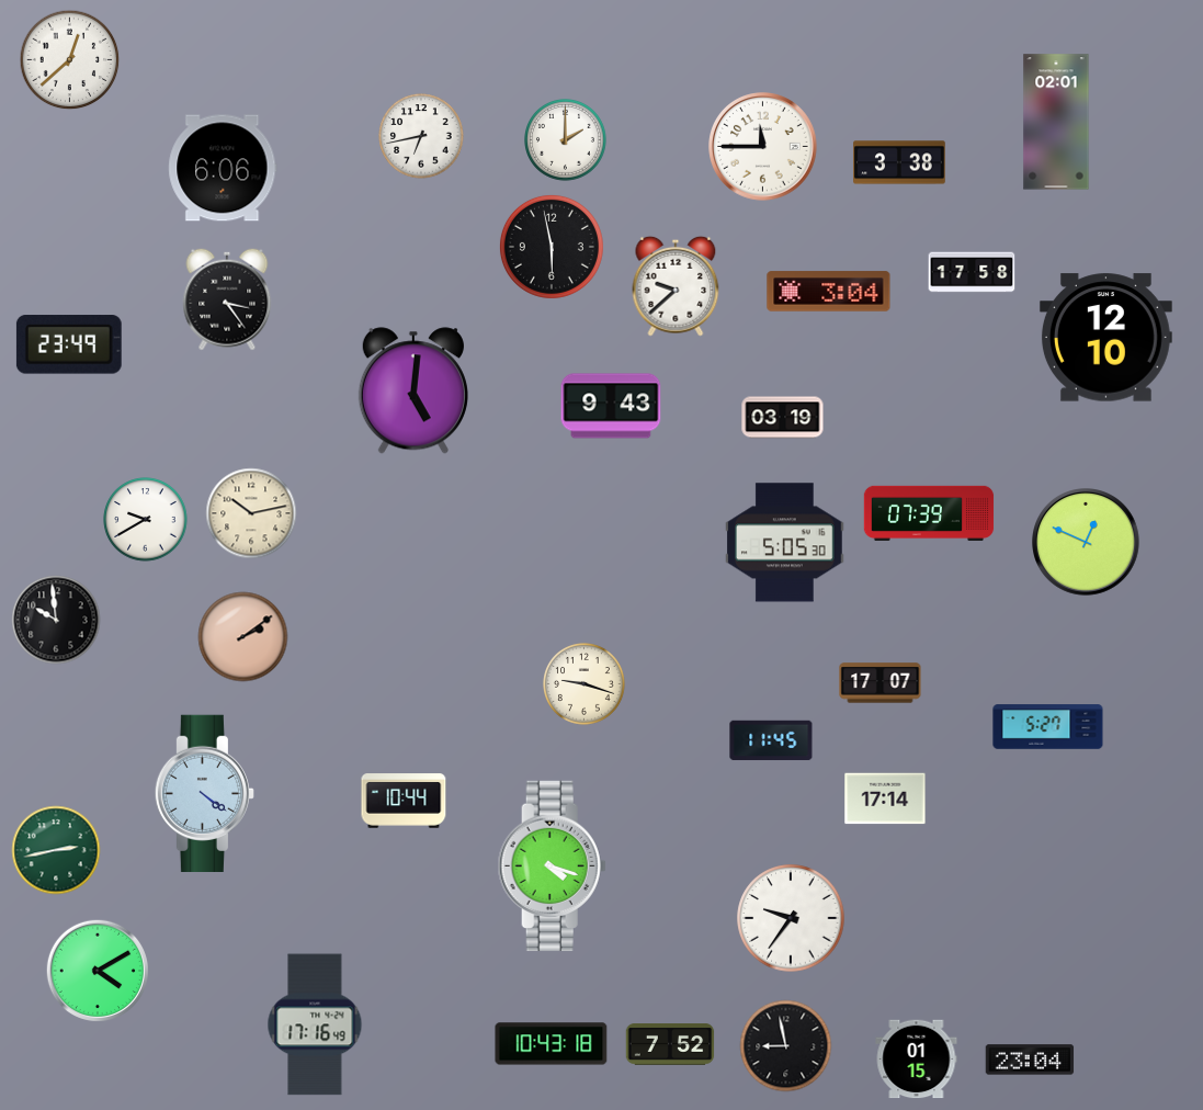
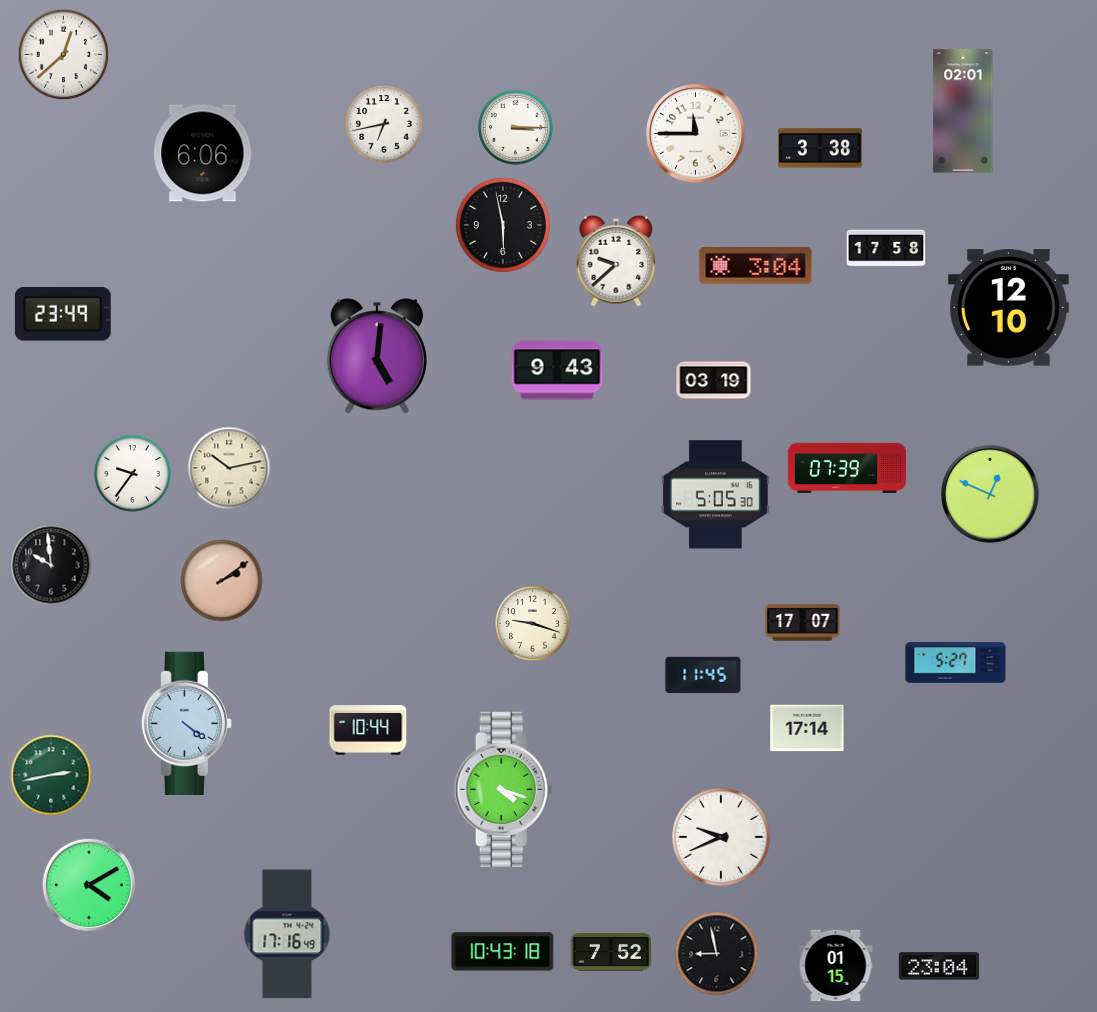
clock at (566, 140): 2:00 -> 3:15
clock at (227, 299): 3:24 -> none
clock at (146, 520): 9:40 -> 9:36
clock at (791, 918): 9:36 -> 9:41
